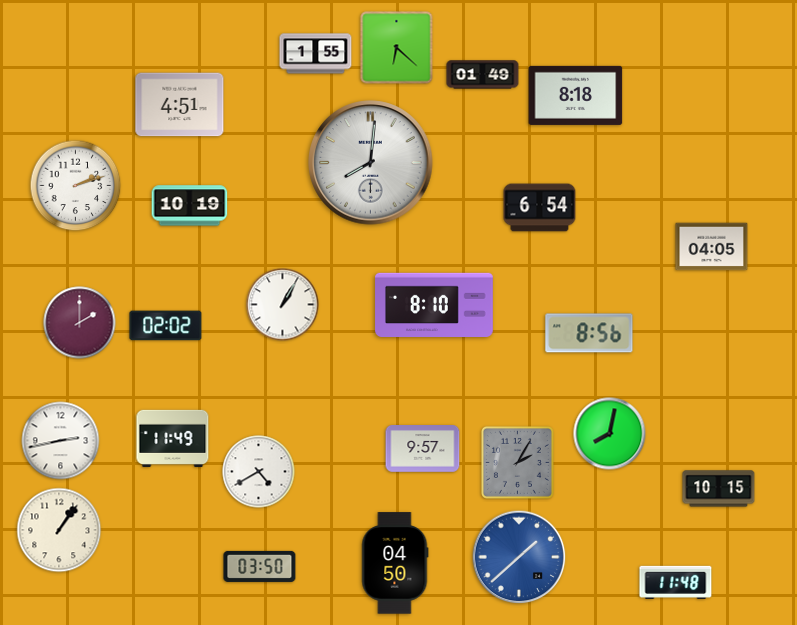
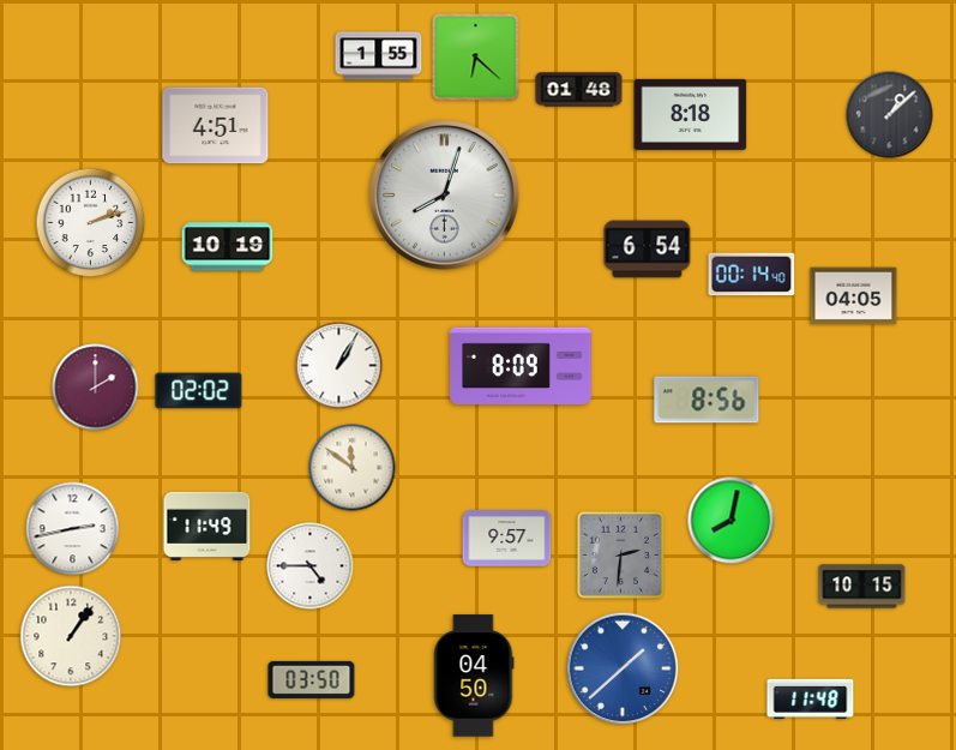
clock at (316, 54) position: (316, 54) -> (379, 56)
clock at (483, 75): 01:49 -> 01:48
clock at (890, 115): none -> 1:08
clock at (371, 163): 8:01 -> 8:03
clock at (752, 275): none -> 00:14
clock at (434, 304): 8:10 -> 8:09
clock at (353, 468): none -> 11:51
clock at (517, 462): 2:05 -> 2:31
clock at (259, 472): 4:40 -> 4:45
